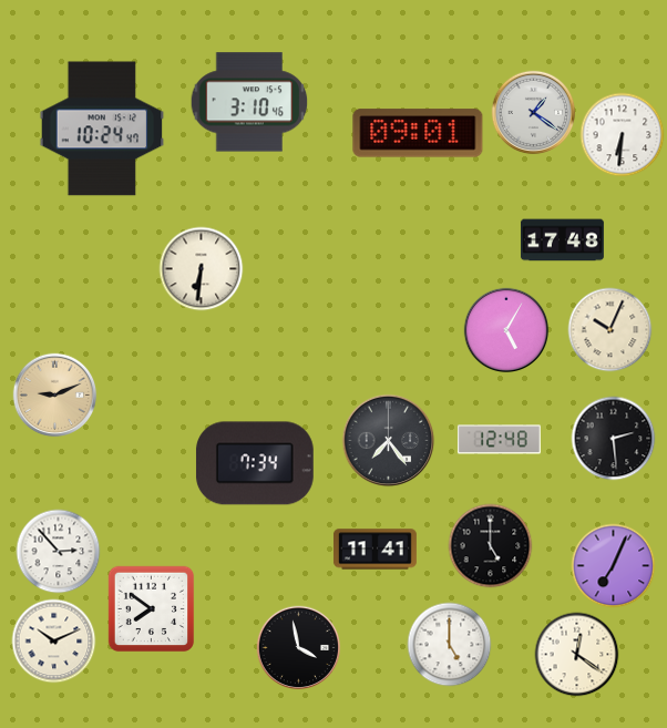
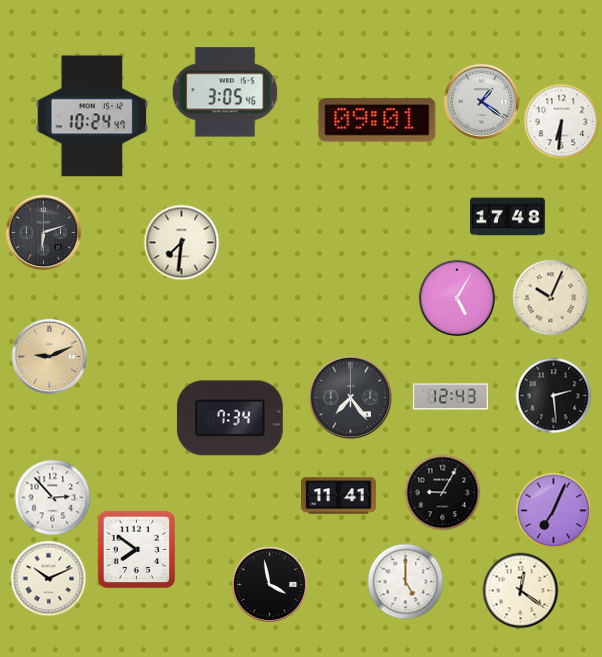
clock at (249, 102): 3:10 -> 3:05
clock at (44, 233): none -> 6:12
clock at (202, 269): 6:31 -> 7:31
clock at (499, 440): 12:48 -> 12:43
clock at (491, 546): 5:00 -> 9:05
